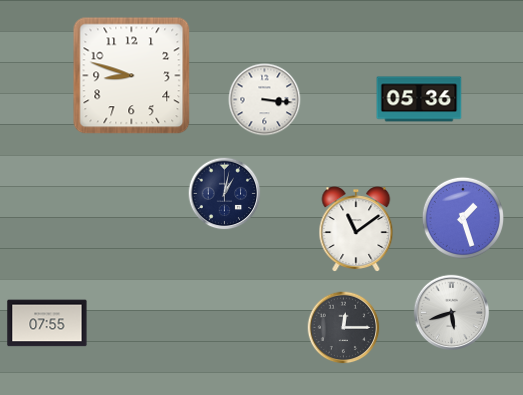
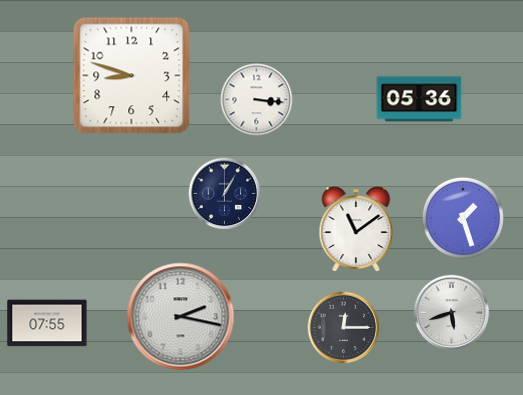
clock at (265, 100) position: (265, 100) -> (257, 100)
clock at (225, 194): 1:02 -> 1:05
clock at (181, 317): none -> 2:17
